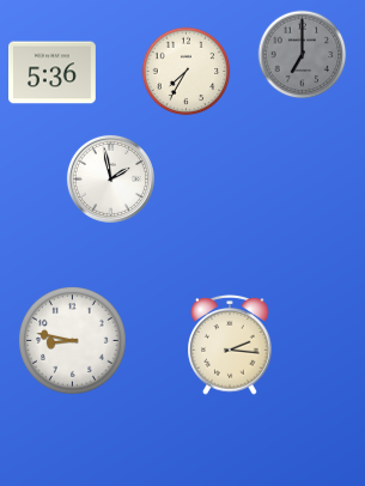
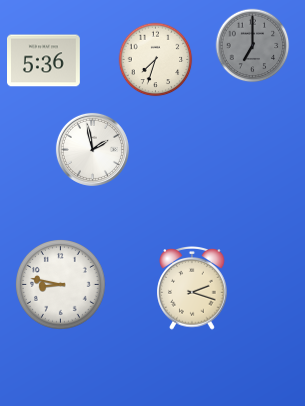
clock at (187, 72): 7:35 -> 7:33
clock at (230, 346): 2:16 -> 2:18
